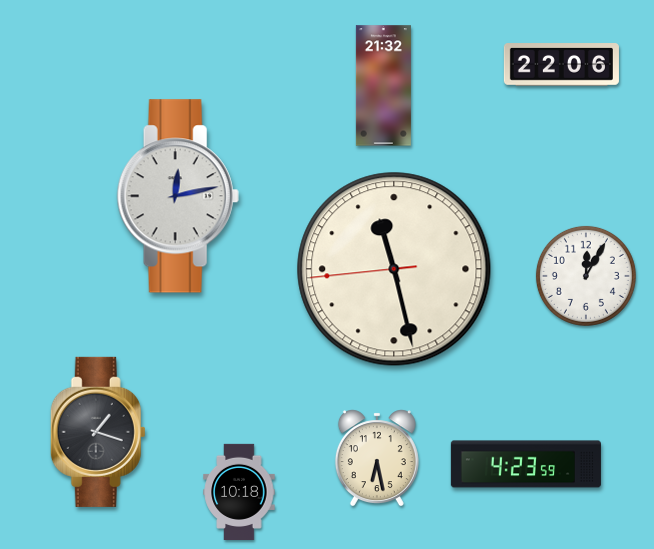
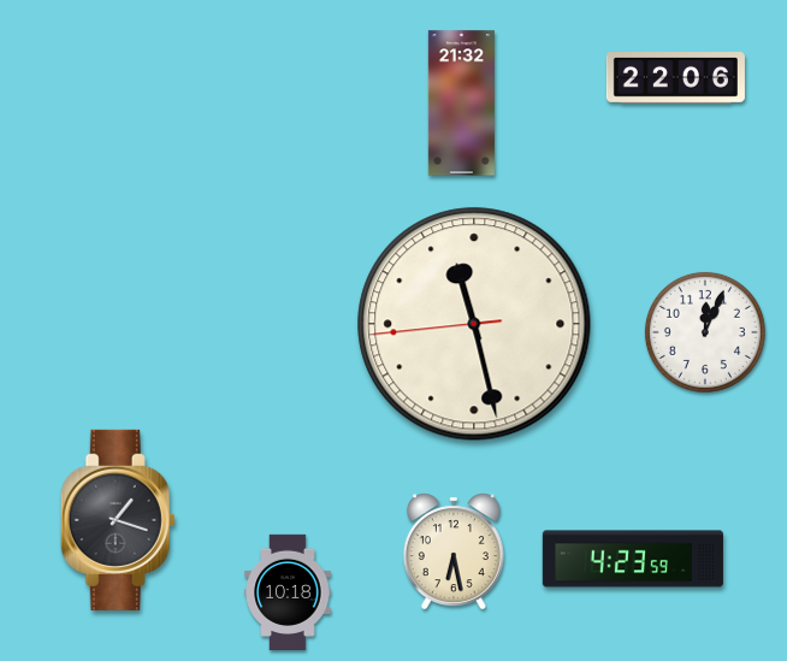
clock at (178, 196): 12:13 -> none
clock at (586, 276): 12:05 -> 12:04
